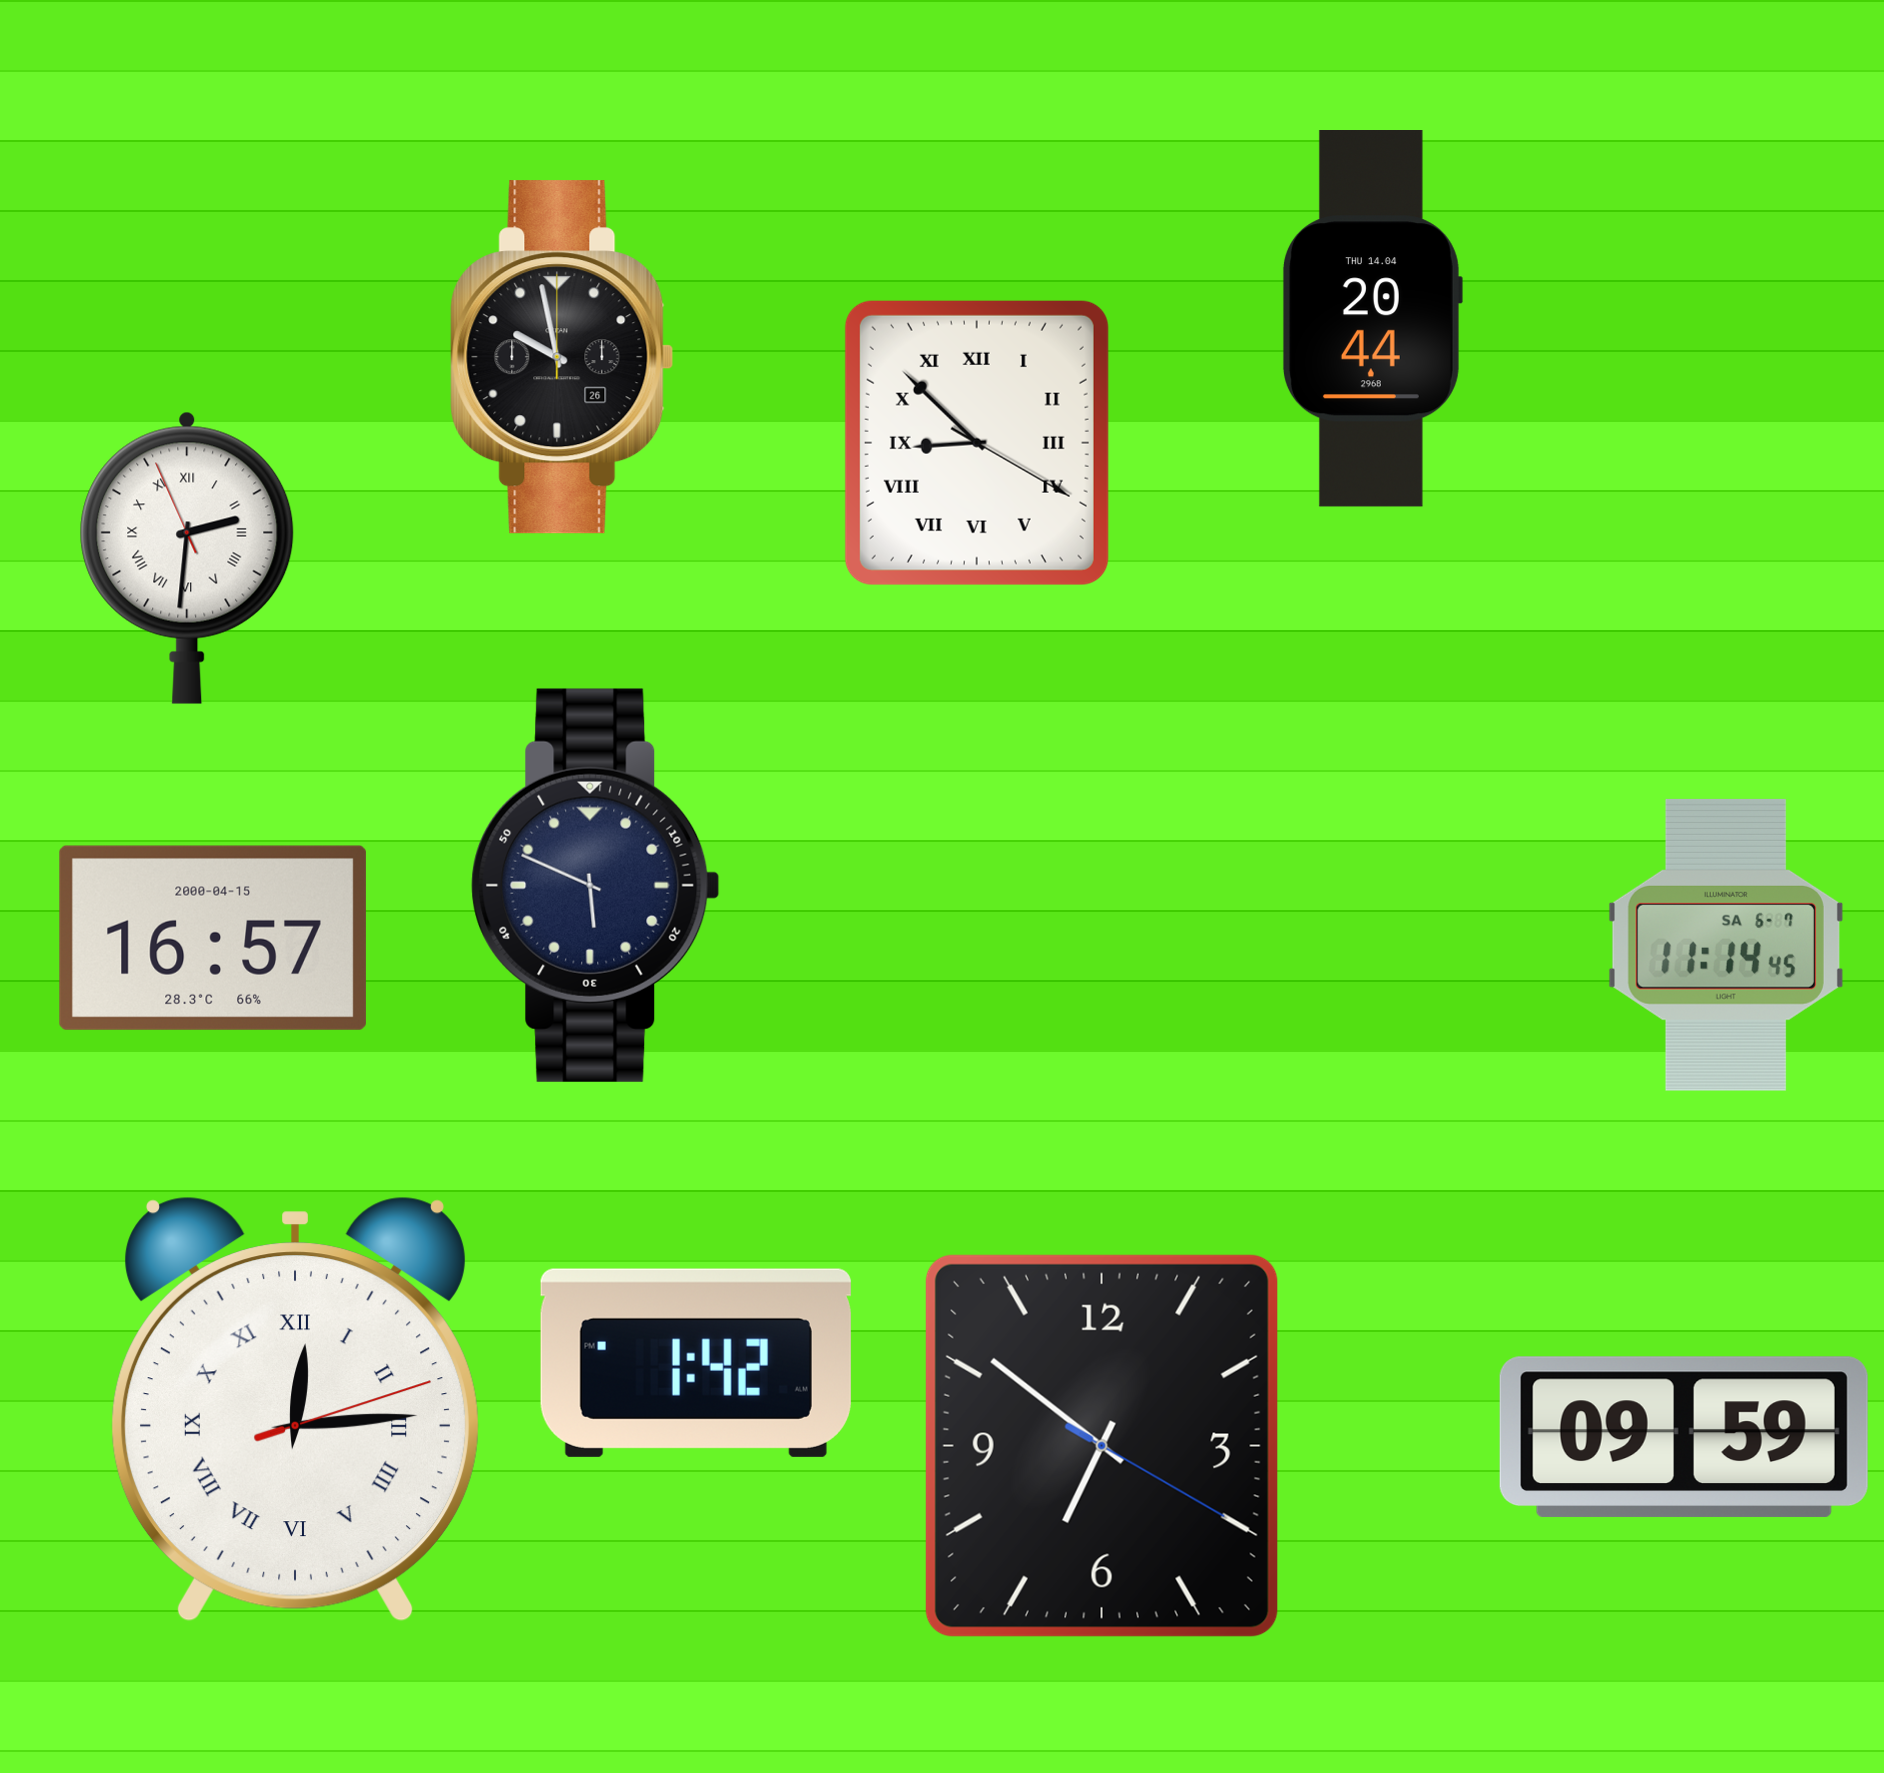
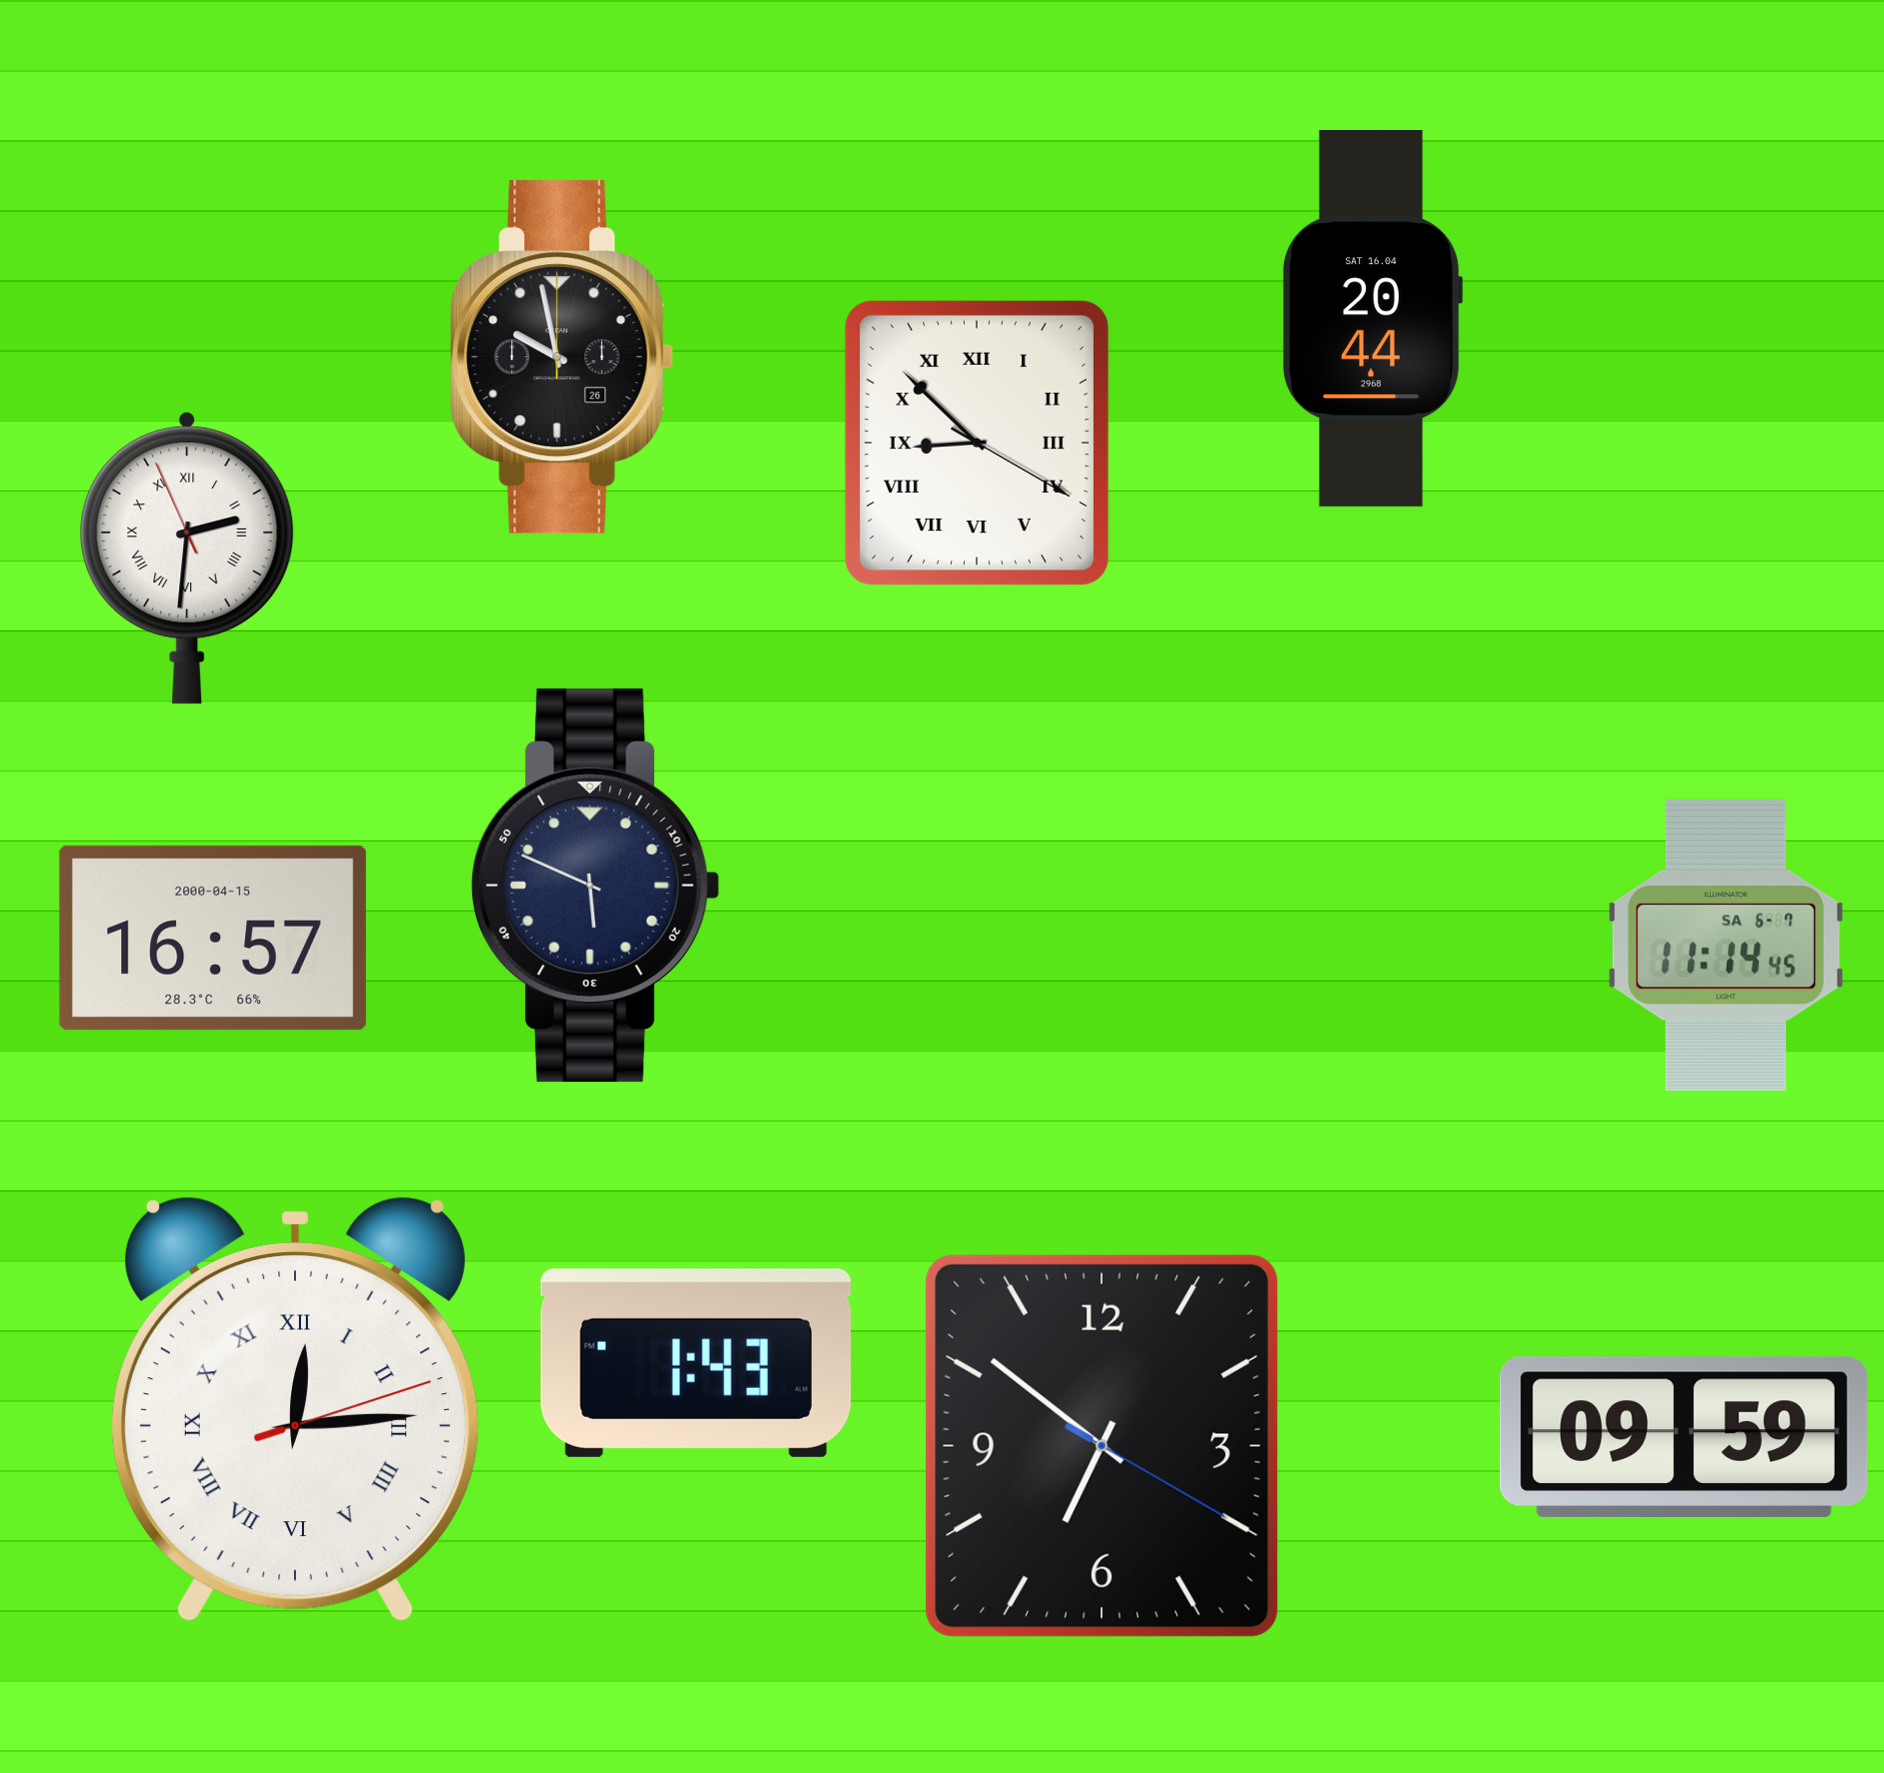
clock at (1372, 319) date: THU 14.04 -> SAT 16.04
clock at (696, 1363): 1:42 -> 1:43
